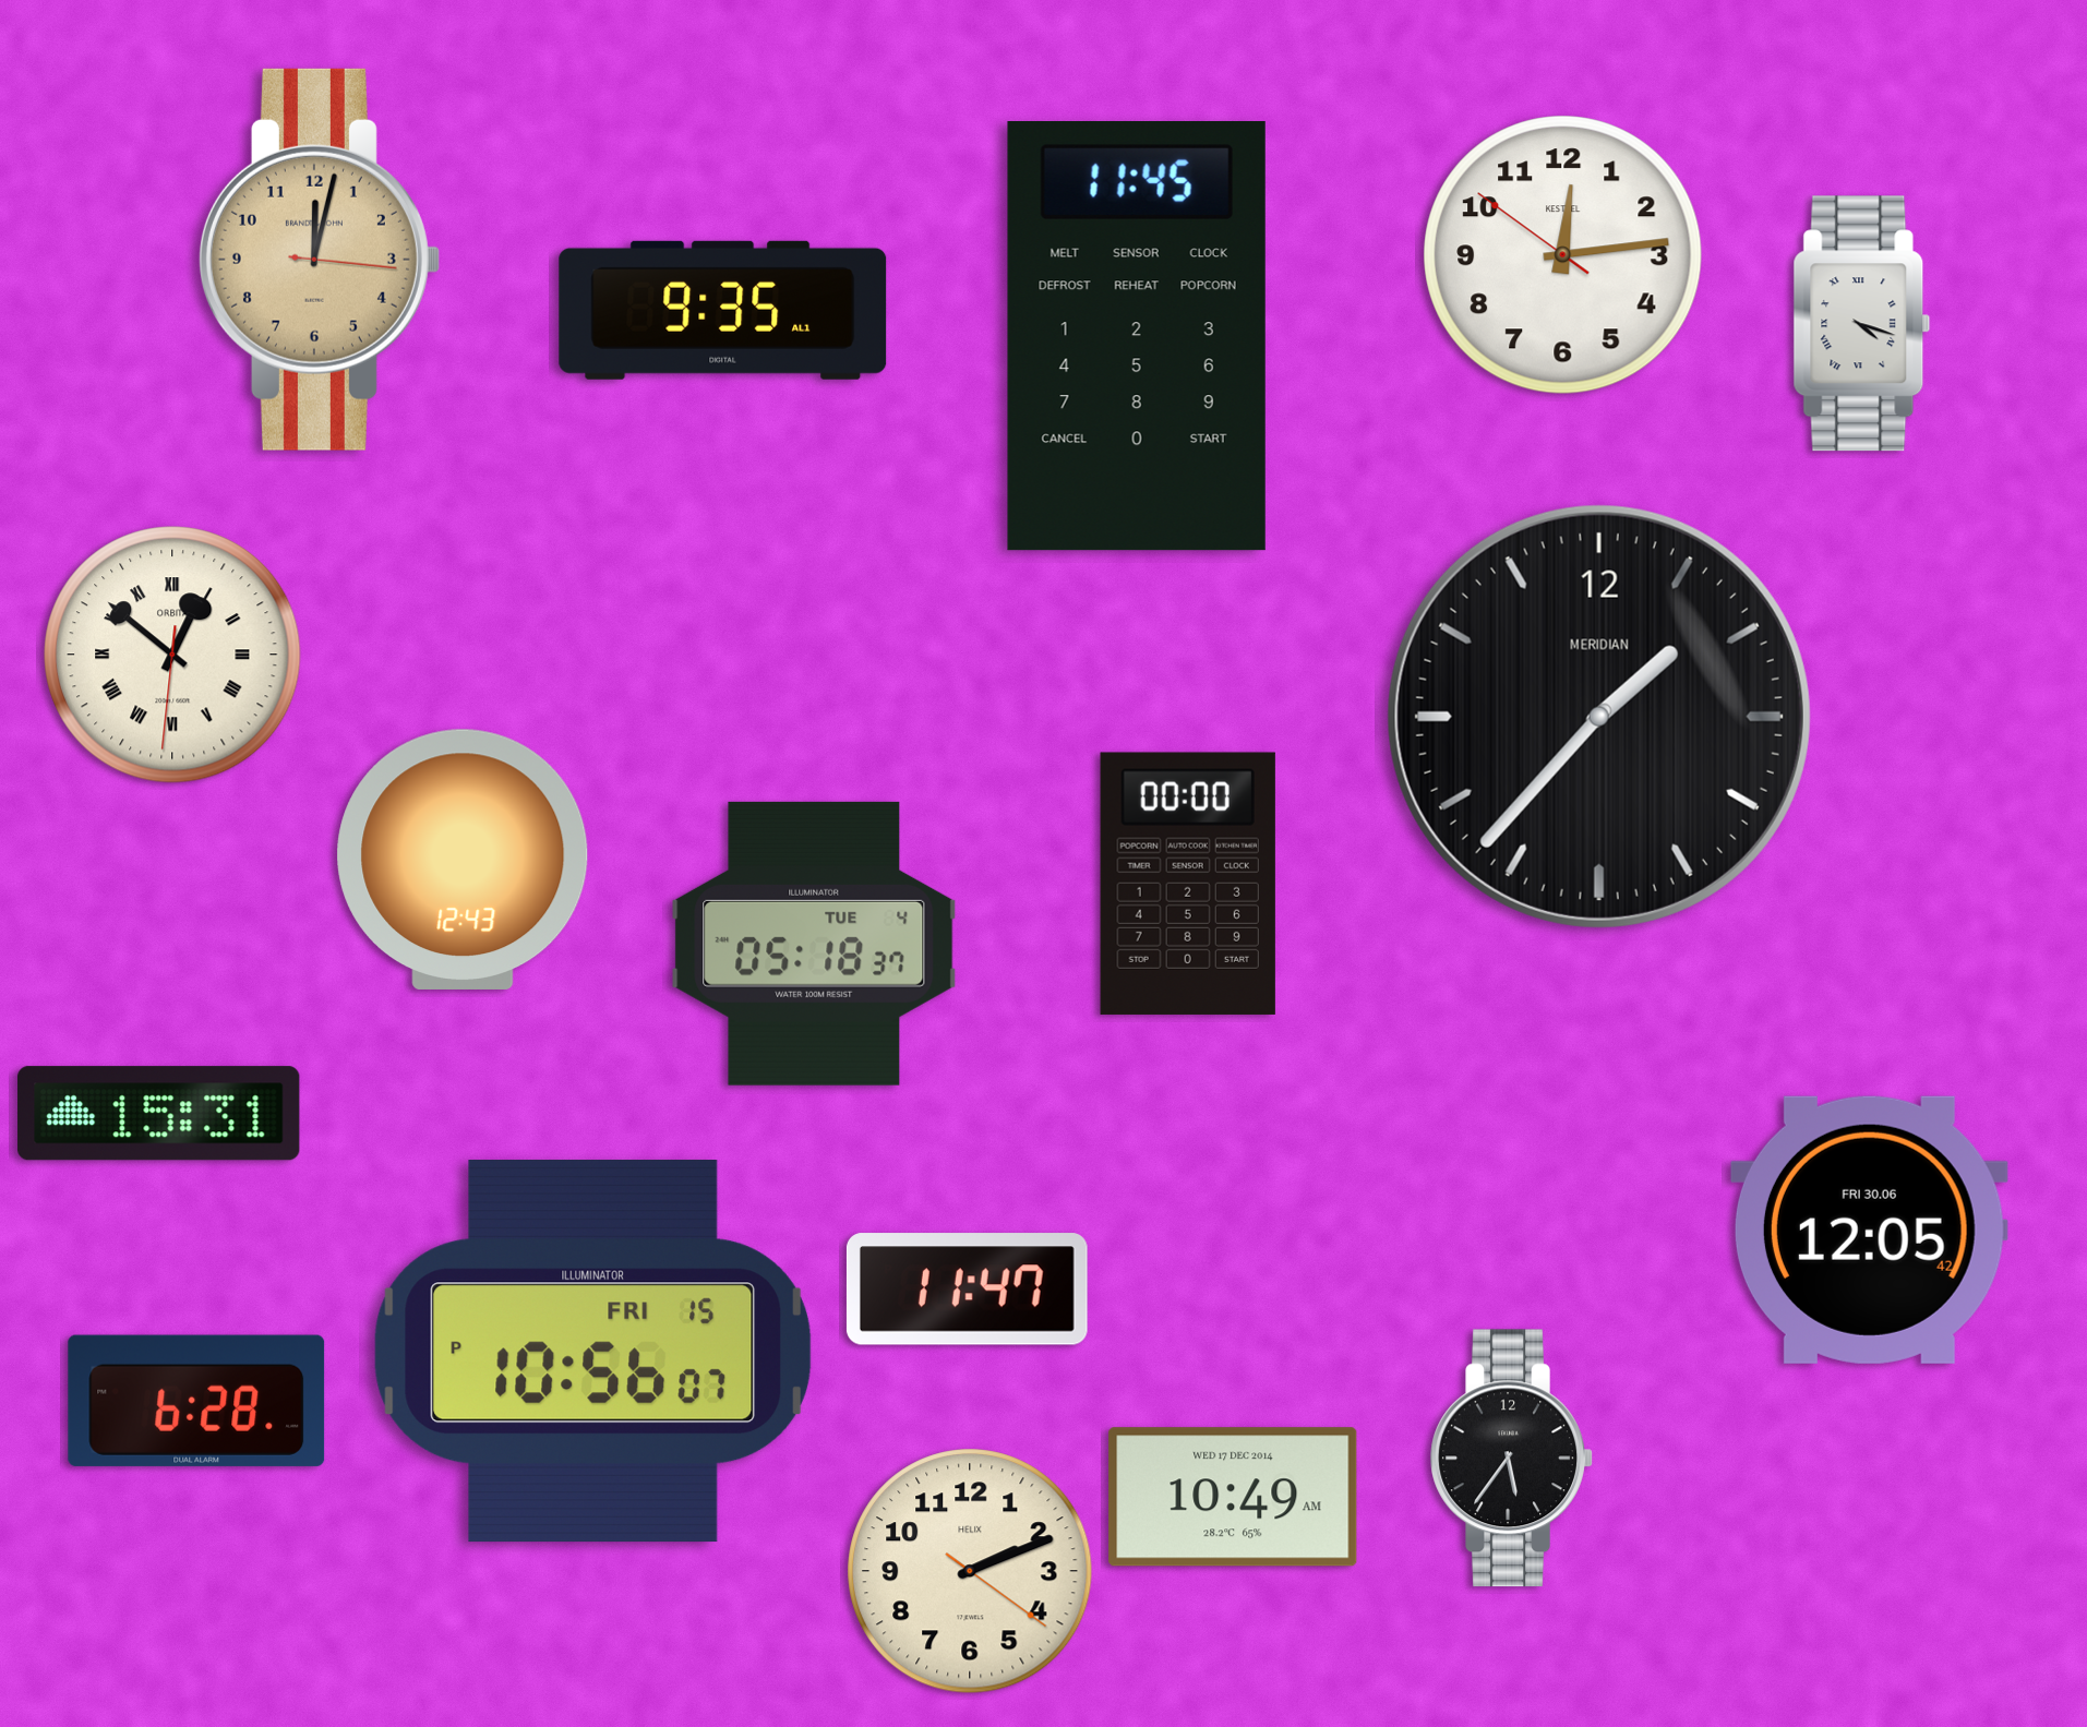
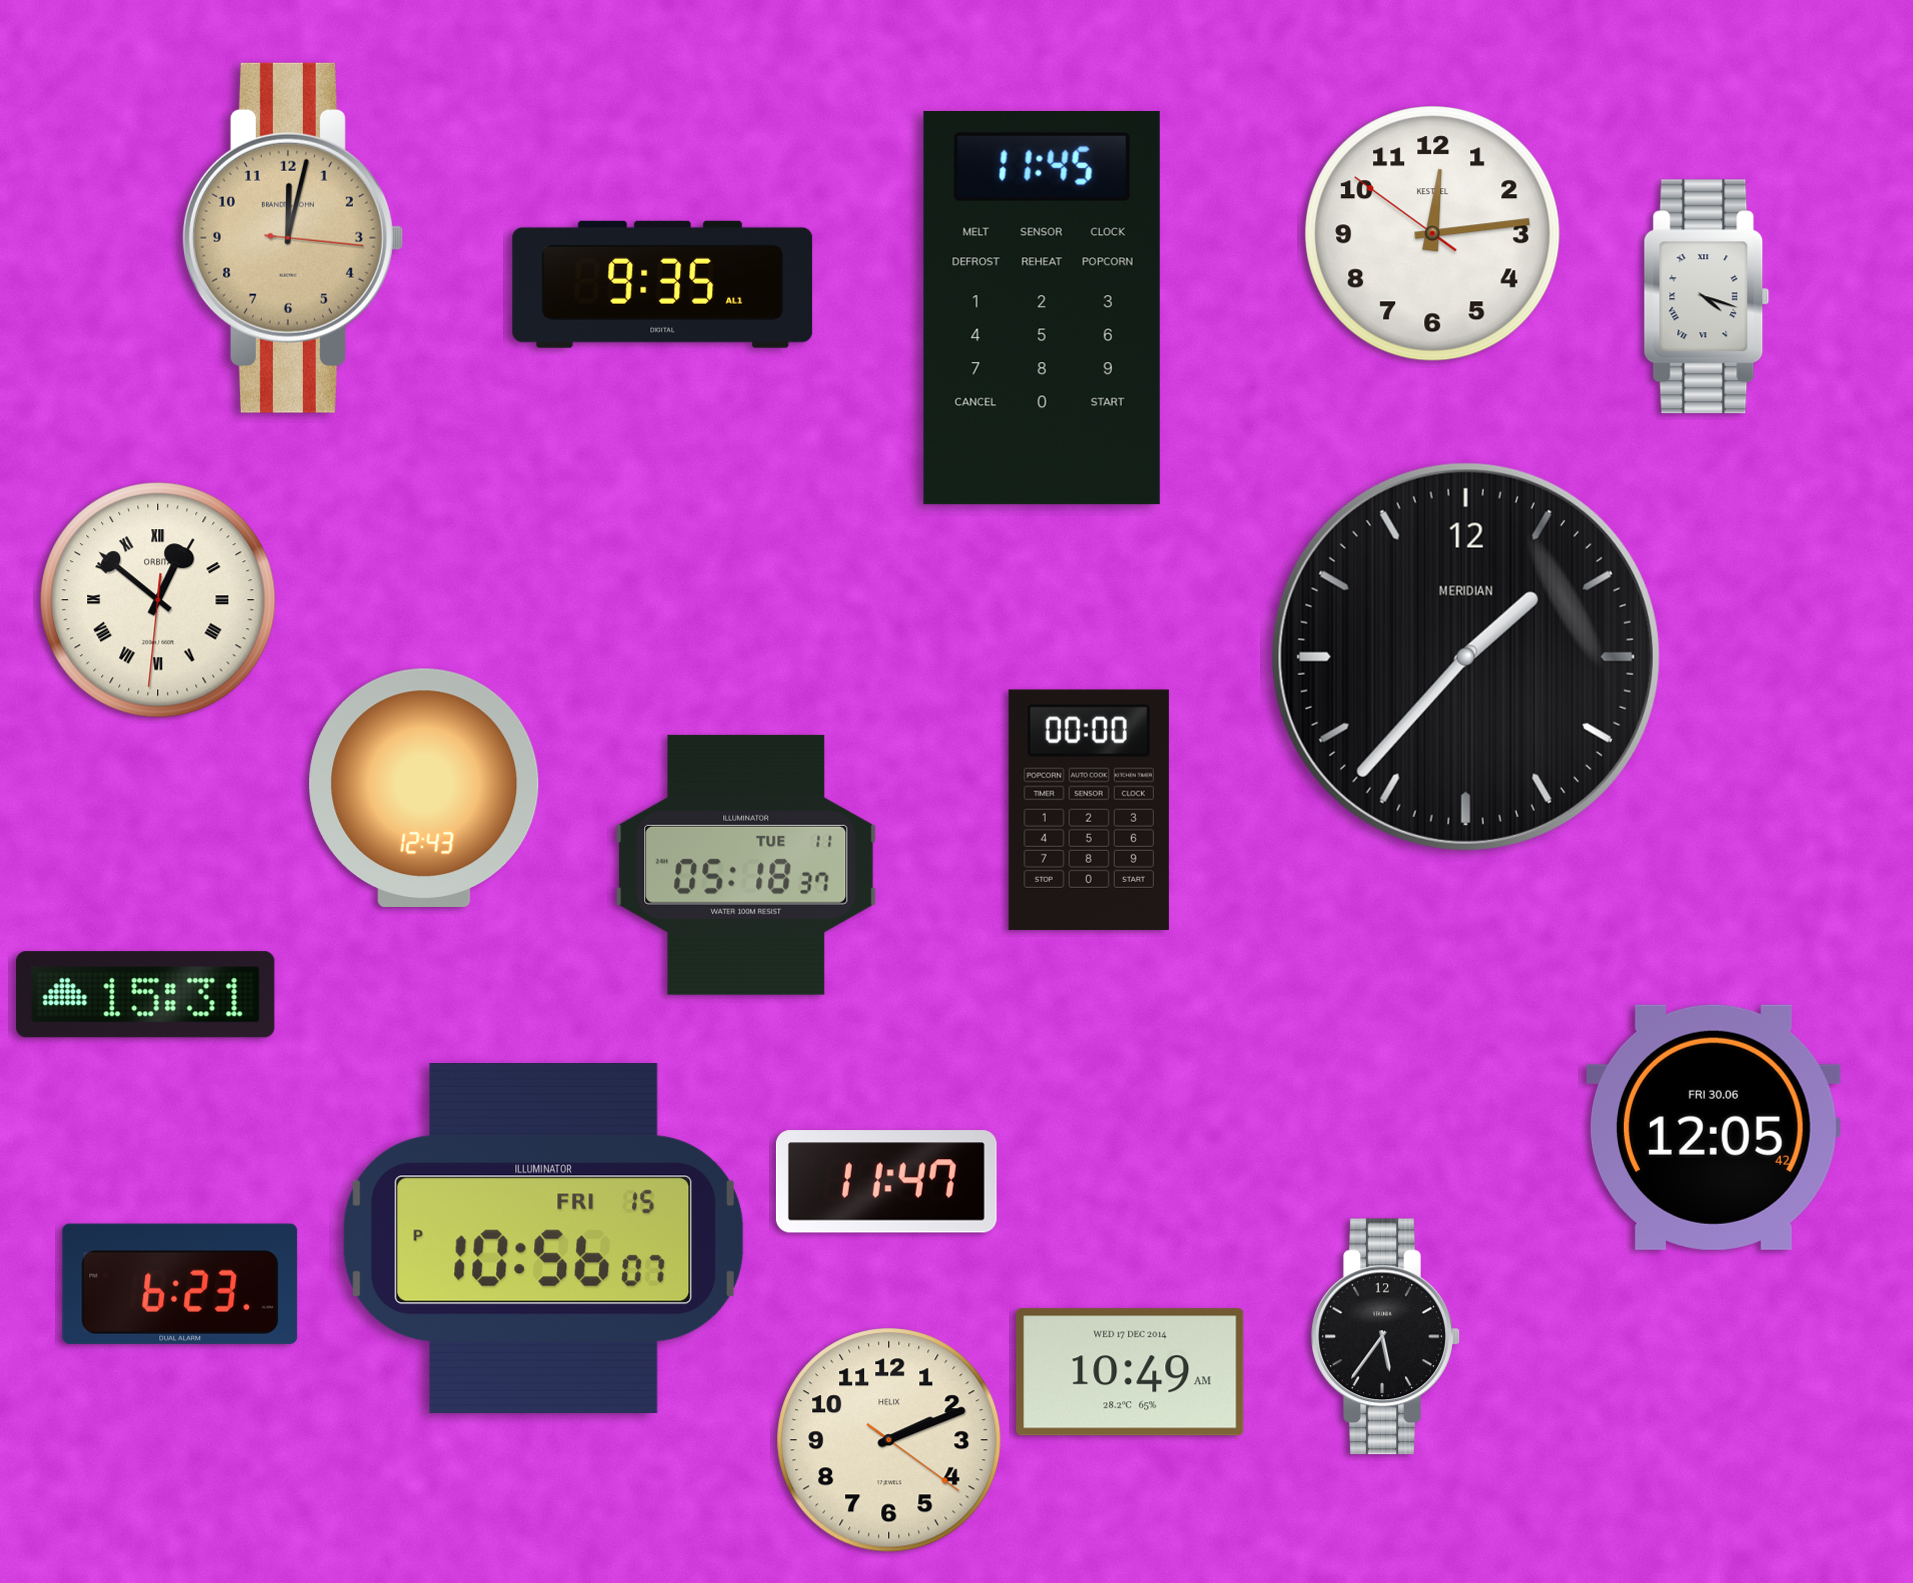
clock at (814, 944) date: TUE 4 -> TUE 11
clock at (159, 1114) position: (159, 1114) -> (146, 995)
clock at (196, 1401): 6:28 -> 6:23
